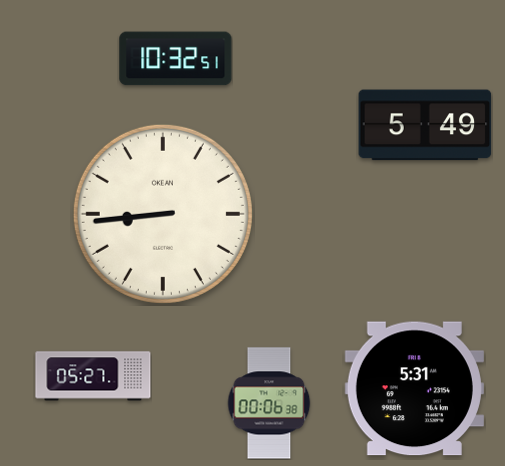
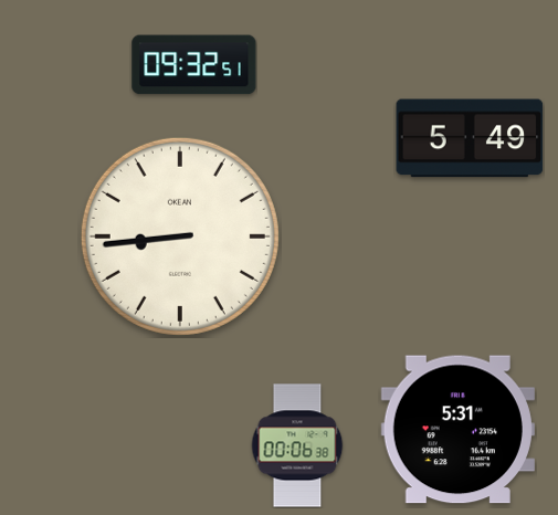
clock at (176, 59): 10:32 -> 09:32
clock at (93, 376): 05:27 -> none
